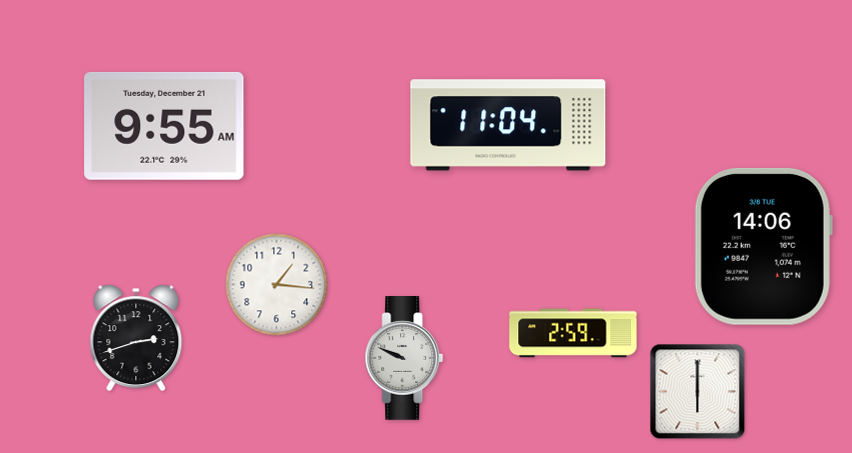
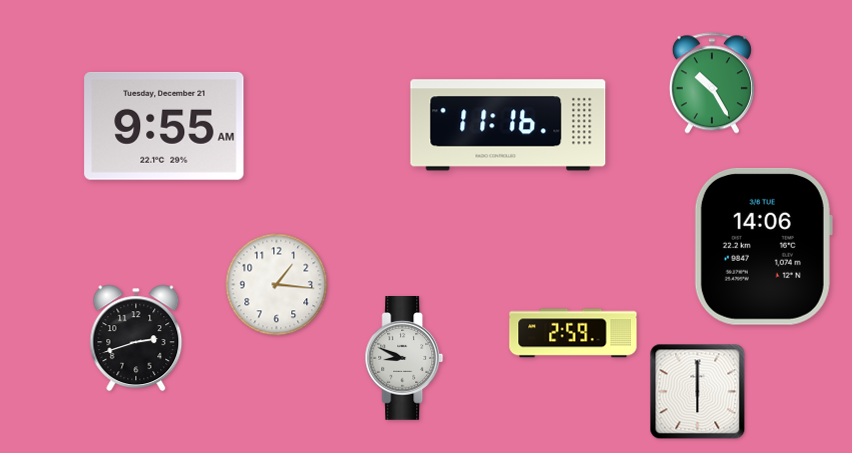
clock at (712, 83): none -> 10:25
clock at (508, 125): 11:04 -> 11:16
clock at (404, 359): 9:49 -> 8:49
